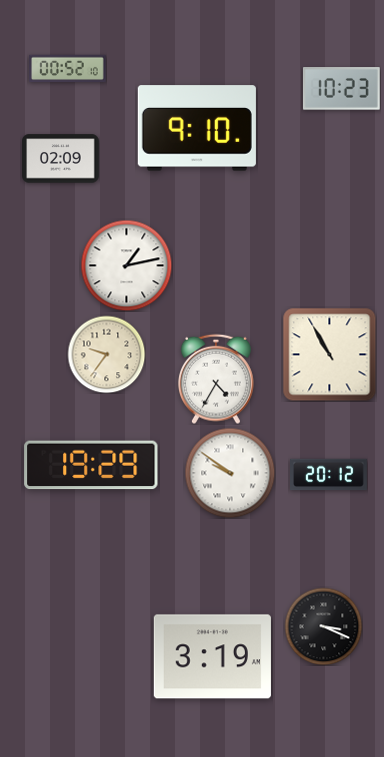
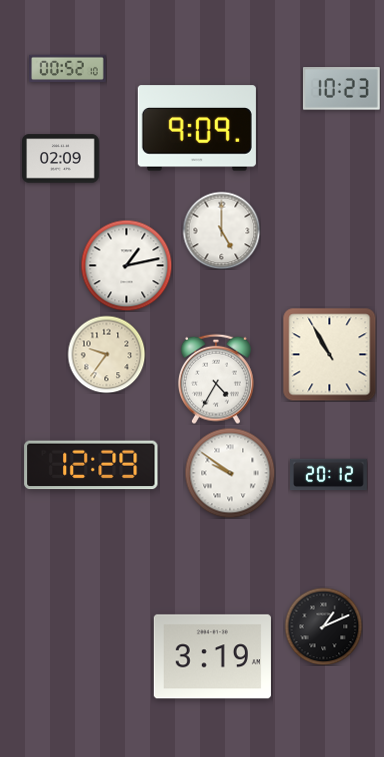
clock at (197, 128): 9:10 -> 9:09
clock at (221, 230): none -> 5:00
clock at (91, 465): 19:29 -> 12:29
clock at (323, 626): 3:19 -> 1:11
